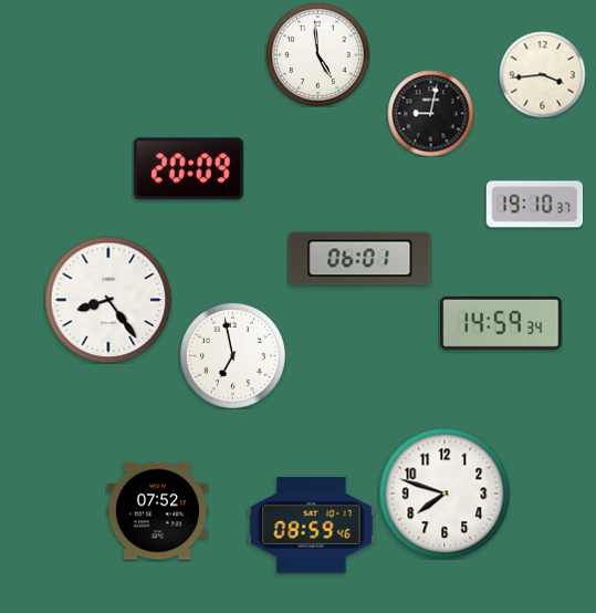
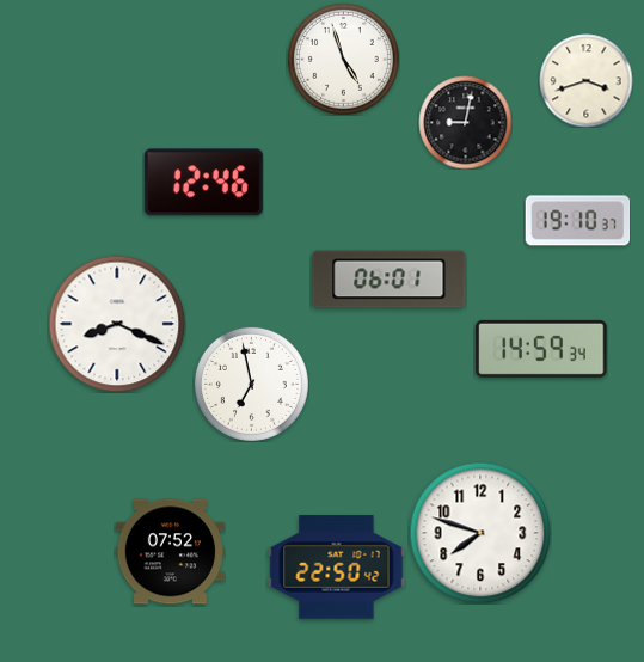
clock at (317, 54): 4:59 -> 4:57
clock at (542, 74): 3:44 -> 3:42
clock at (188, 169): 20:09 -> 12:46
clock at (108, 300): 8:24 -> 8:19
clock at (312, 526): 08:59 -> 22:50
